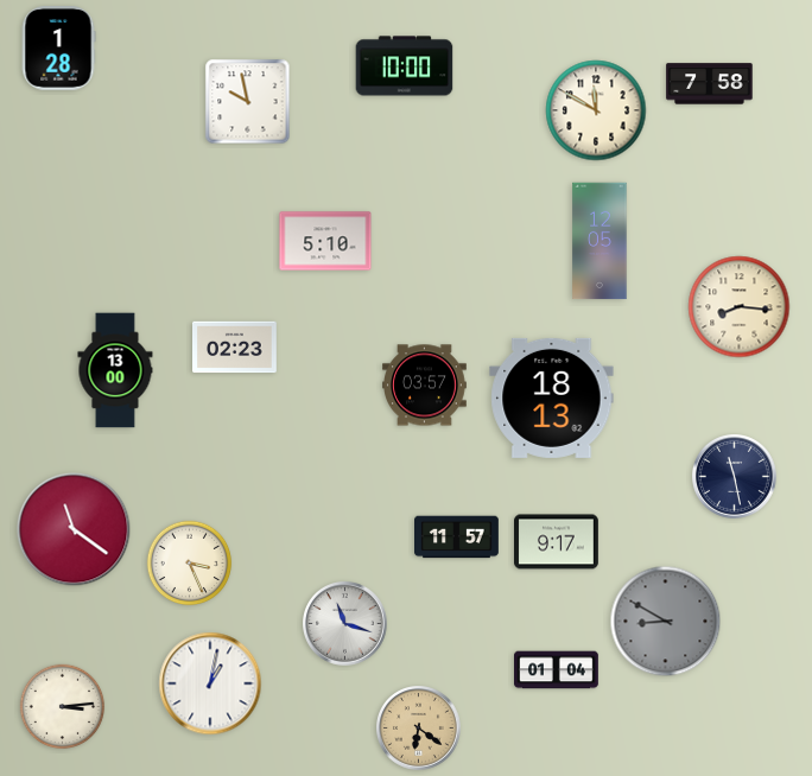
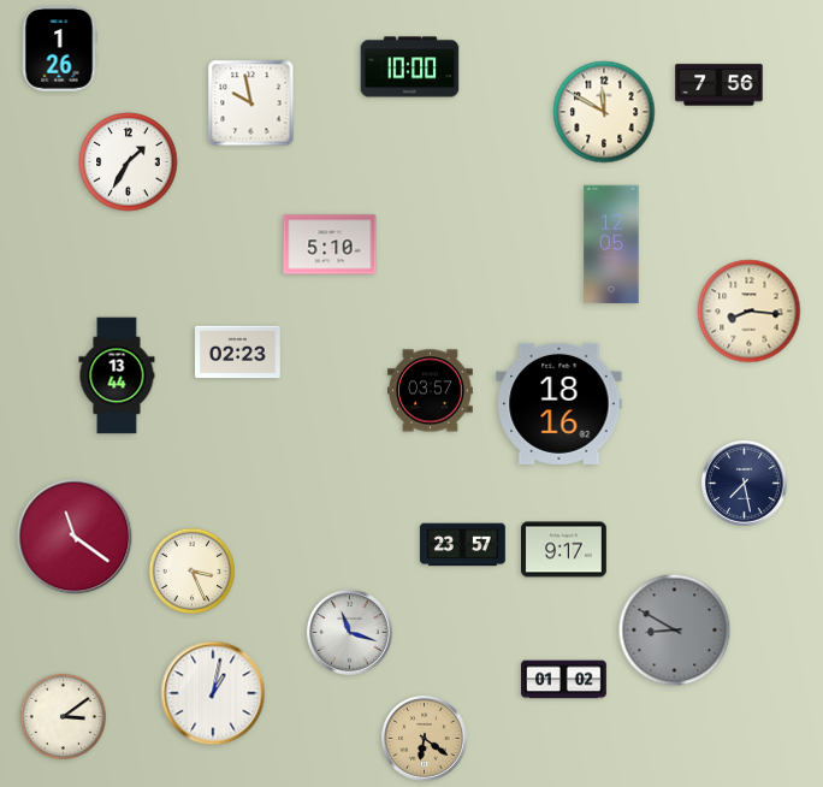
clock at (58, 49): 1:28 -> 1:26
clock at (710, 84): 7:58 -> 7:56
clock at (129, 162): none -> 1:35
clock at (600, 241) position: (600, 241) -> (611, 244)
clock at (115, 370): 13:00 -> 13:44
clock at (552, 397): 18:13 -> 18:16
clock at (735, 477): 11:28 -> 7:28
clock at (457, 538): 11:57 -> 23:57
clock at (557, 670): 01:04 -> 01:02
clock at (63, 707): 3:14 -> 3:09
